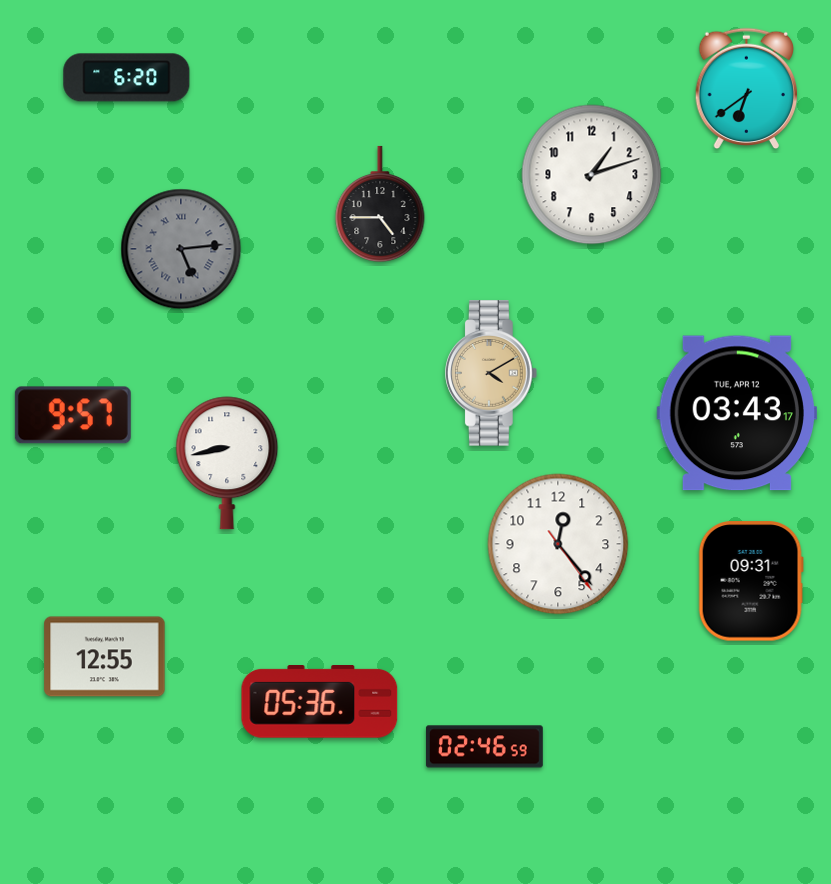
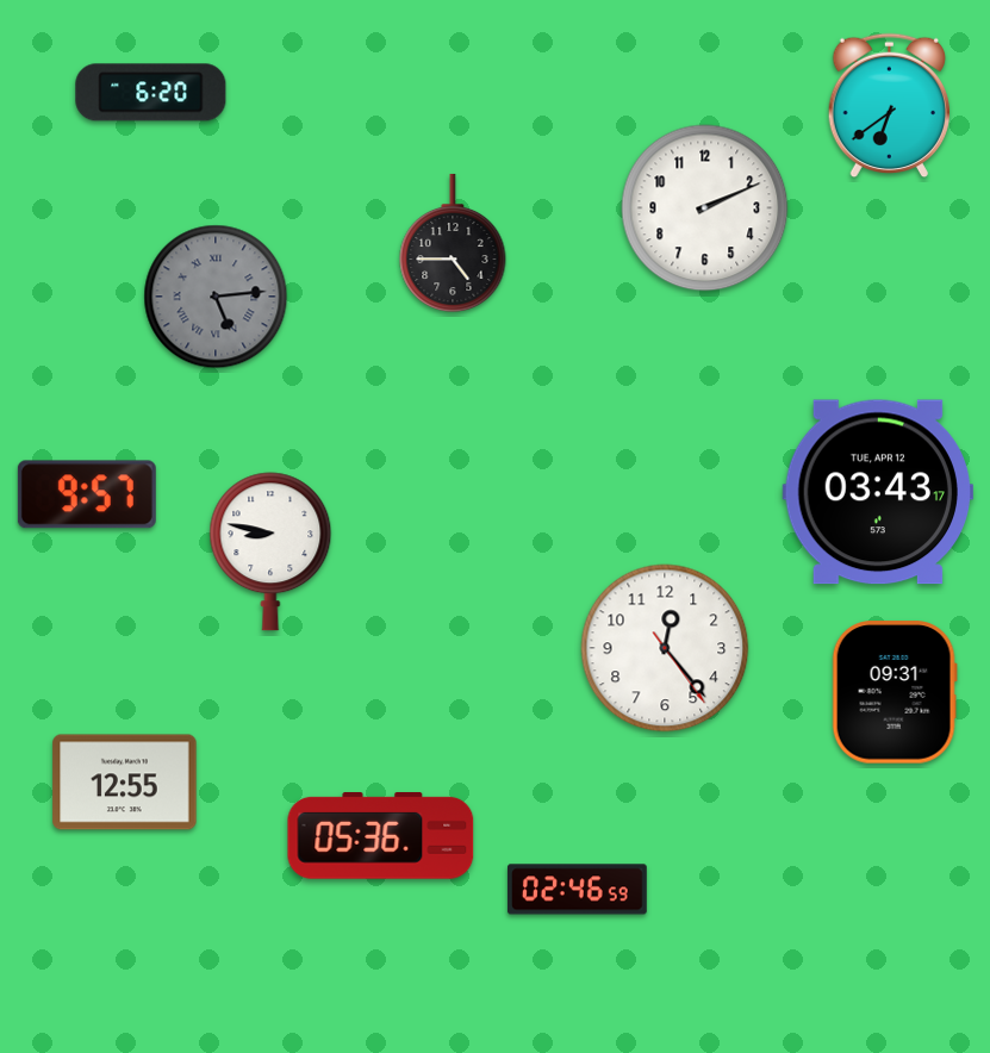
clock at (592, 175): 1:12 -> 2:11
clock at (492, 373): 4:10 -> none
clock at (227, 463): 8:43 -> 8:47
